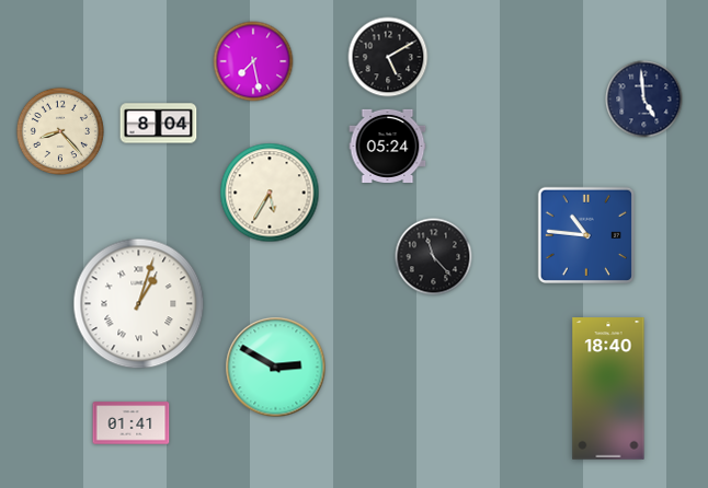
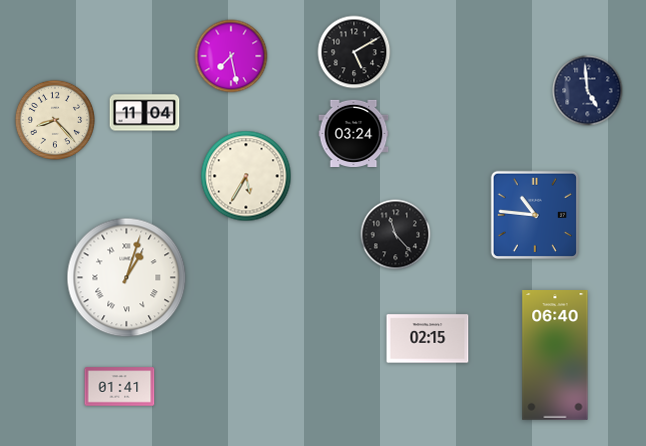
clock at (159, 124): 8:04 -> 11:04
clock at (388, 146): 05:24 -> 03:24
clock at (276, 368): 2:50 -> none
clock at (428, 339): none -> 02:15
clock at (608, 388): 18:40 -> 06:40
